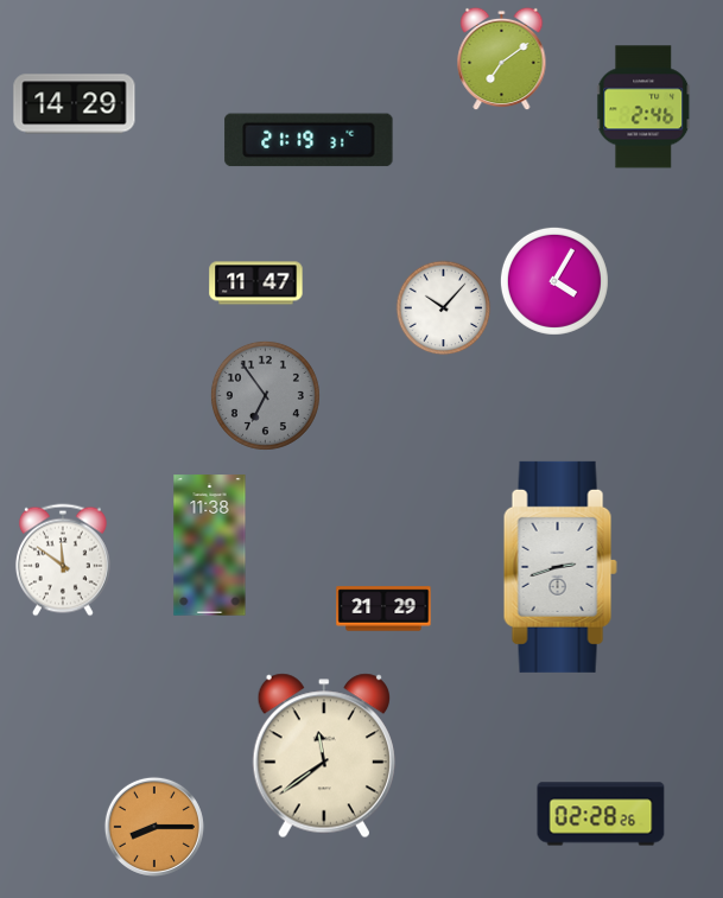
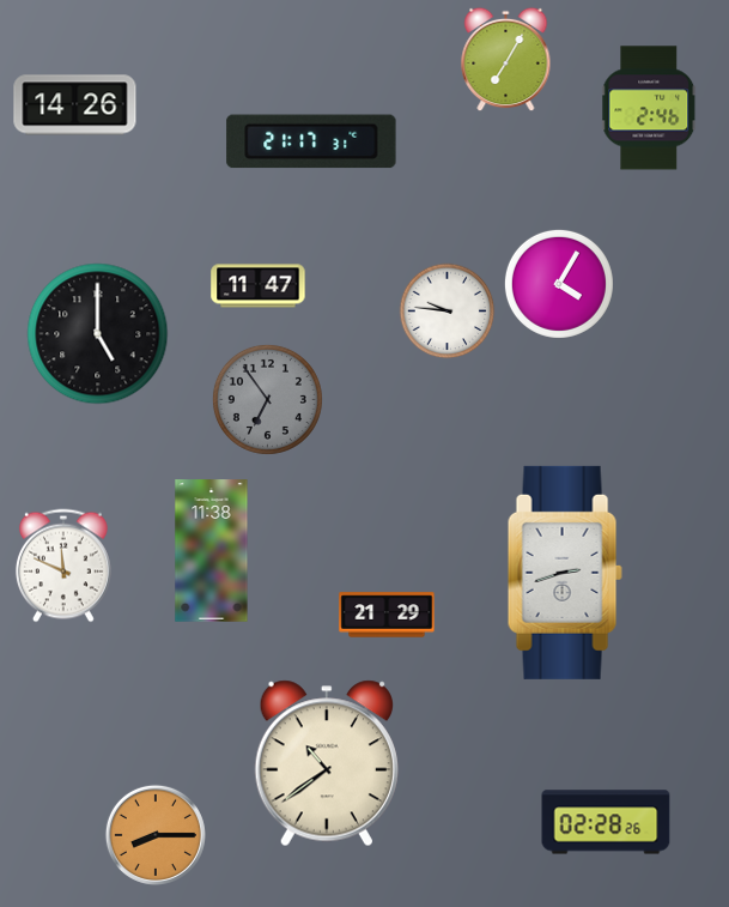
clock at (502, 59): 7:09 -> 7:05
clock at (75, 104): 14:29 -> 14:26
clock at (309, 140): 21:19 -> 21:17
clock at (444, 308): 10:07 -> 9:46
clock at (98, 334): none -> 5:00
clock at (63, 560): 11:51 -> 11:49
clock at (324, 756): 11:39 -> 10:39
